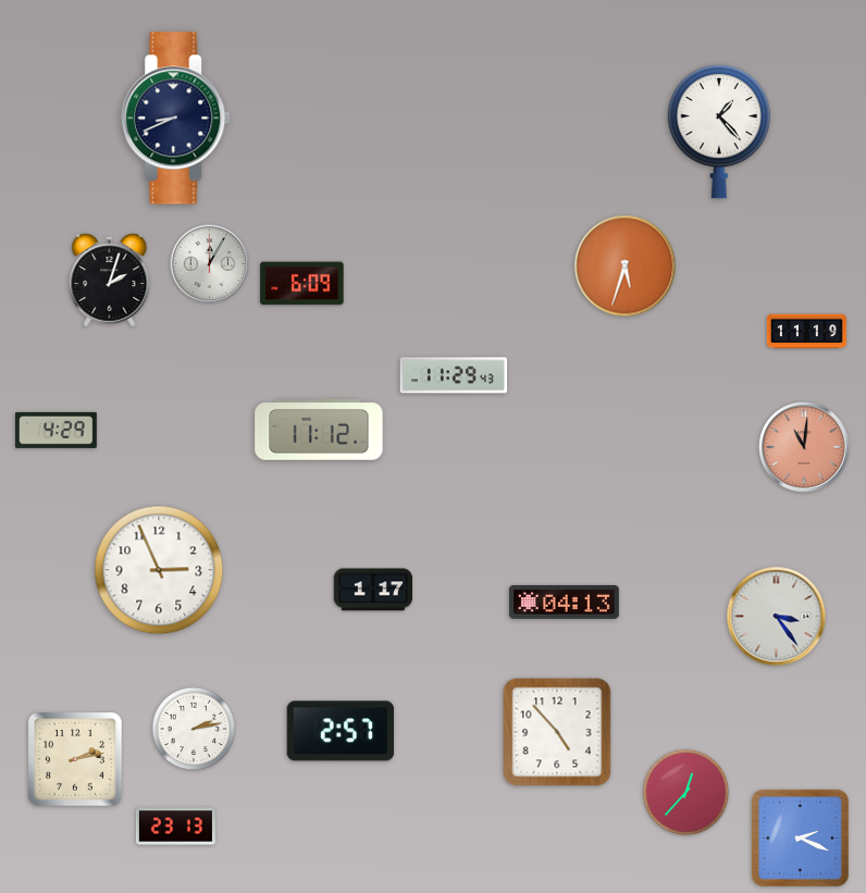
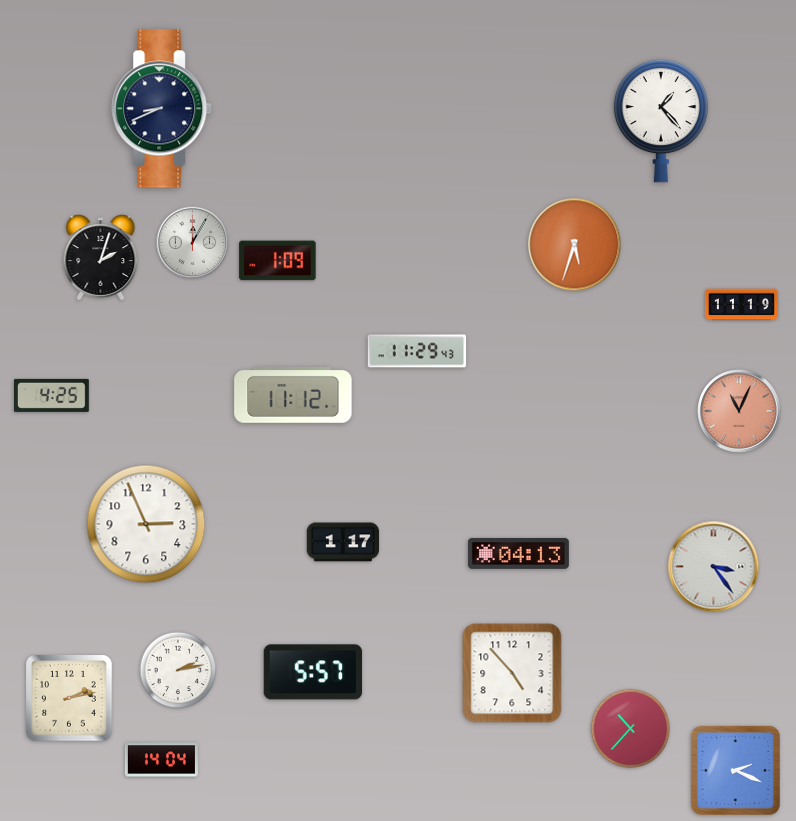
clock at (302, 284): 6:09 -> 1:09
clock at (454, 375) position: (454, 375) -> (417, 351)
clock at (57, 430): 4:29 -> 4:25
clock at (804, 447): 11:01 -> 11:04
clock at (341, 731): 2:57 -> 5:57
clock at (685, 792): 12:37 -> 10:37
clock at (175, 827): 23:13 -> 14:04
